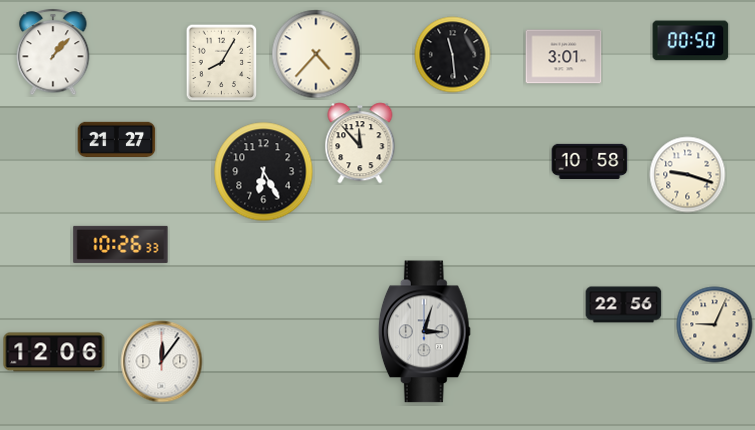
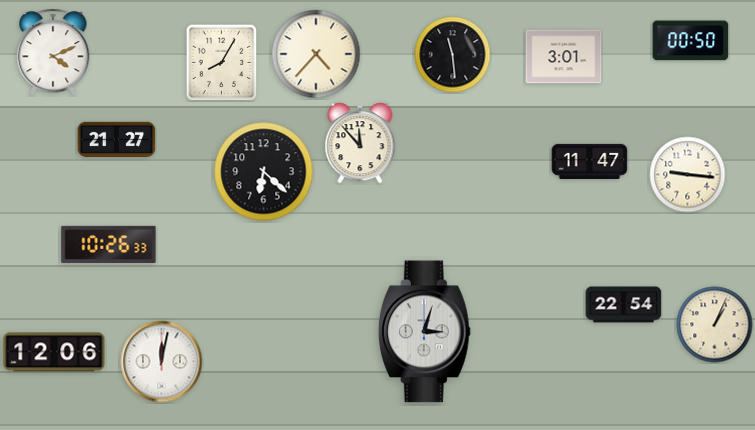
clock at (53, 52): 1:07 -> 4:11
clock at (590, 161): 10:58 -> 11:47
clock at (264, 172): 6:25 -> 6:22
clock at (688, 175): 9:18 -> 9:16
clock at (121, 244) position: (121, 244) -> (109, 244)
clock at (624, 305): 22:56 -> 22:54
clock at (715, 325): 9:04 -> 1:04
clock at (162, 362): 12:06 -> 12:02
